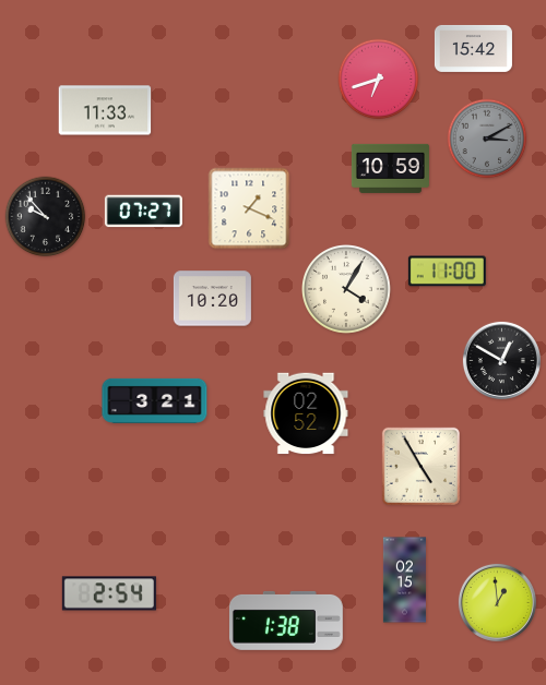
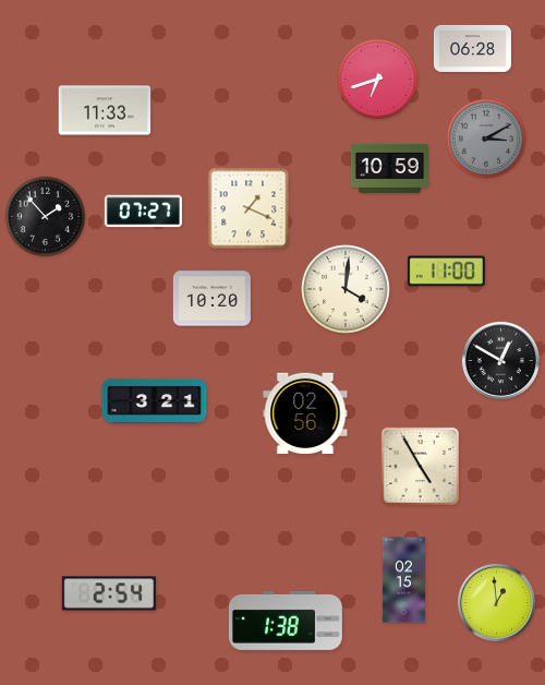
clock at (473, 48): 15:42 -> 06:28
clock at (46, 217): 9:53 -> 1:53
clock at (346, 289): 4:05 -> 4:01
clock at (306, 413): 02:52 -> 02:56
